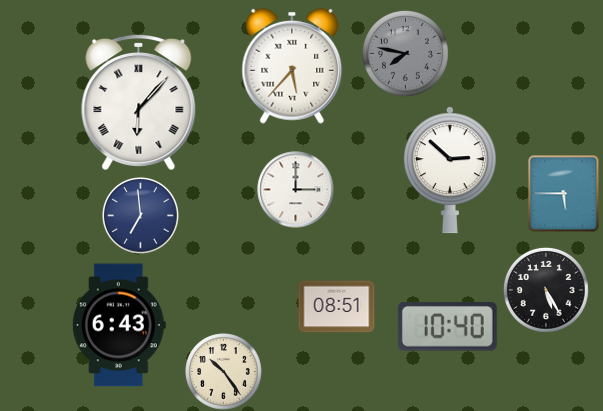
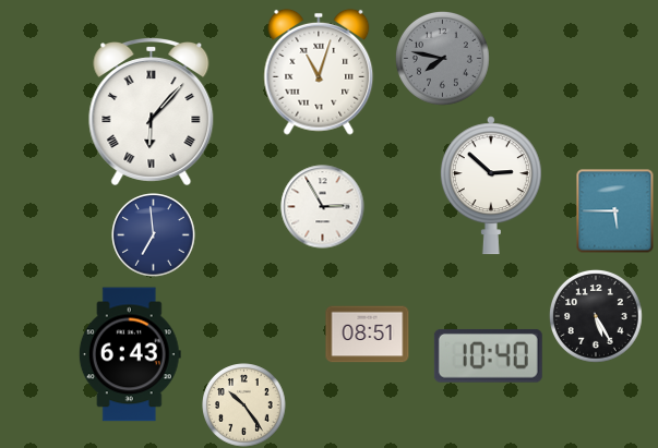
clock at (292, 66): 5:37 -> 11:03
clock at (296, 190): 3:00 -> 2:55
